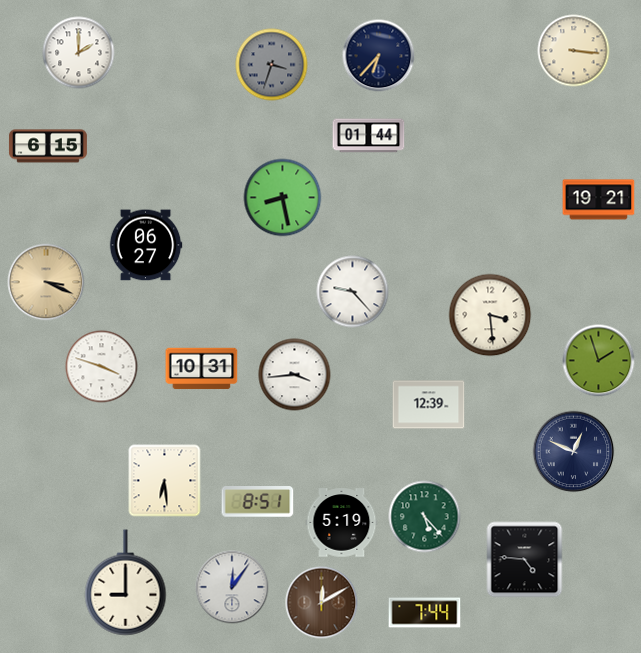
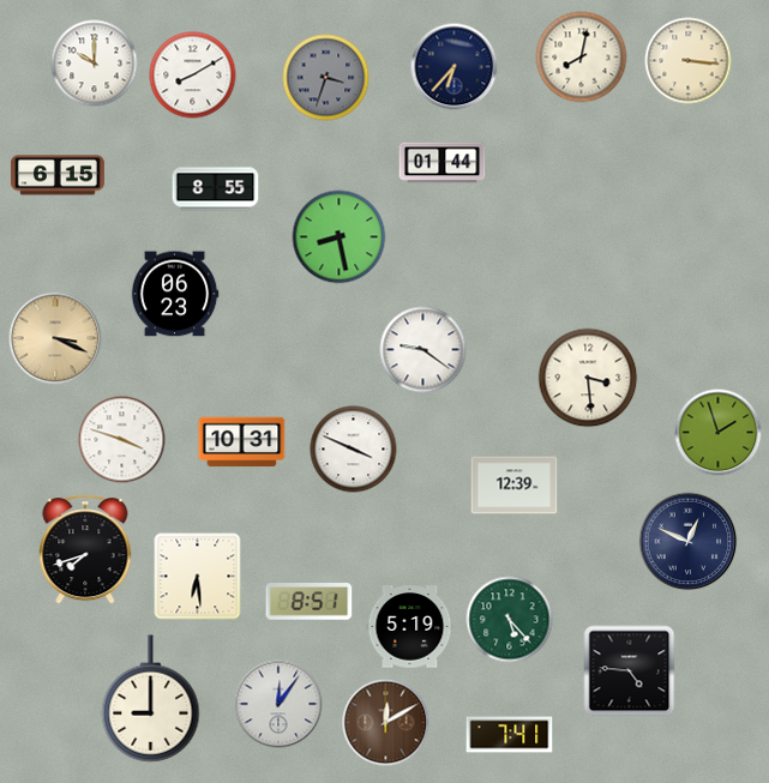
clock at (582, 58): none -> 8:02
clock at (79, 53): 2:00 -> 10:00
clock at (193, 76): none -> 8:10
clock at (216, 189): none -> 8:55
clock at (599, 200): 19:21 -> none
clock at (146, 245): 06:27 -> 06:23
clock at (353, 292): 9:23 -> 9:21
clock at (295, 375): 3:44 -> 3:49
clock at (85, 549): none -> 7:42
clock at (425, 613): 7:44 -> 7:41
